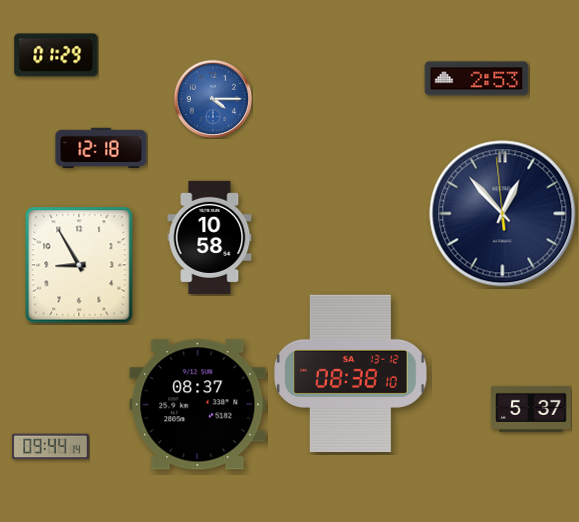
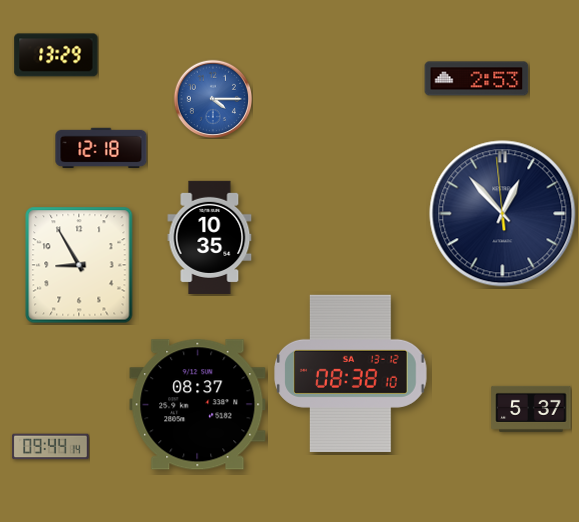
clock at (56, 55): 01:29 -> 13:29
clock at (210, 237): 10:58 -> 10:35
